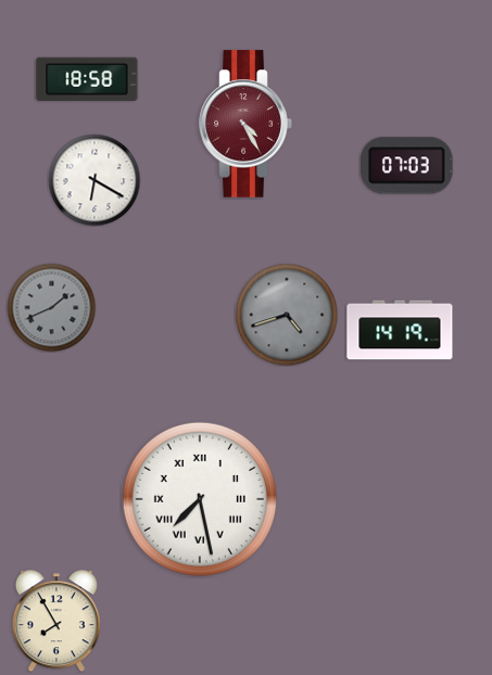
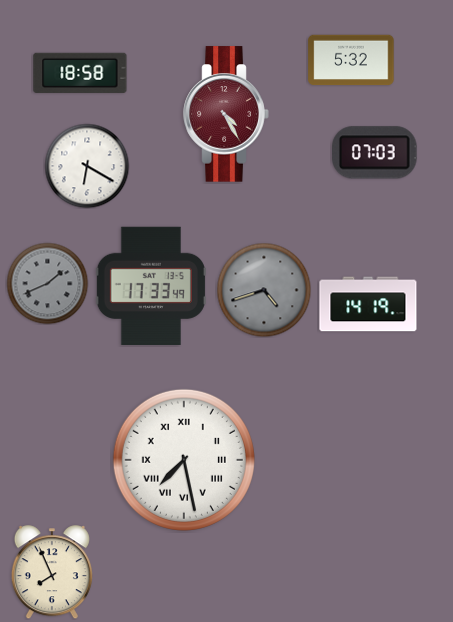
clock at (351, 60): none -> 5:32
clock at (151, 285): none -> 17:33
clock at (56, 621): 7:55 -> 7:56
